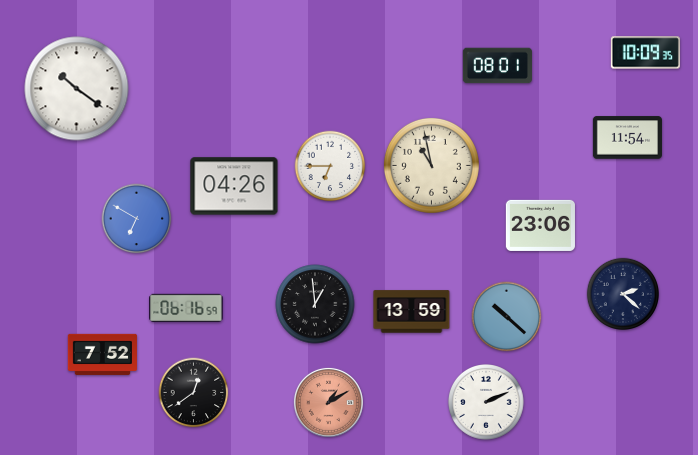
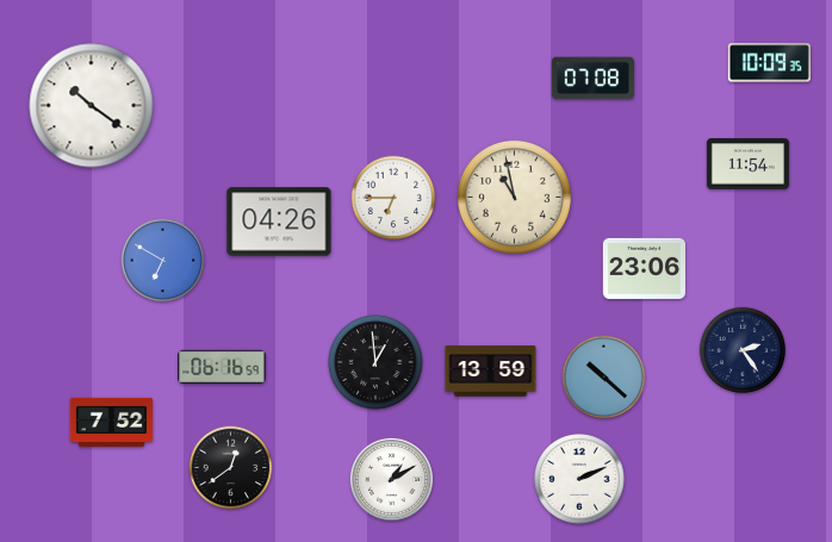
clock at (497, 66): 08:01 -> 07:08
clock at (622, 293): 2:22 -> 2:24
clock at (102, 354) position: (102, 354) -> (111, 422)
clock at (328, 402) dial: salmon -> white
